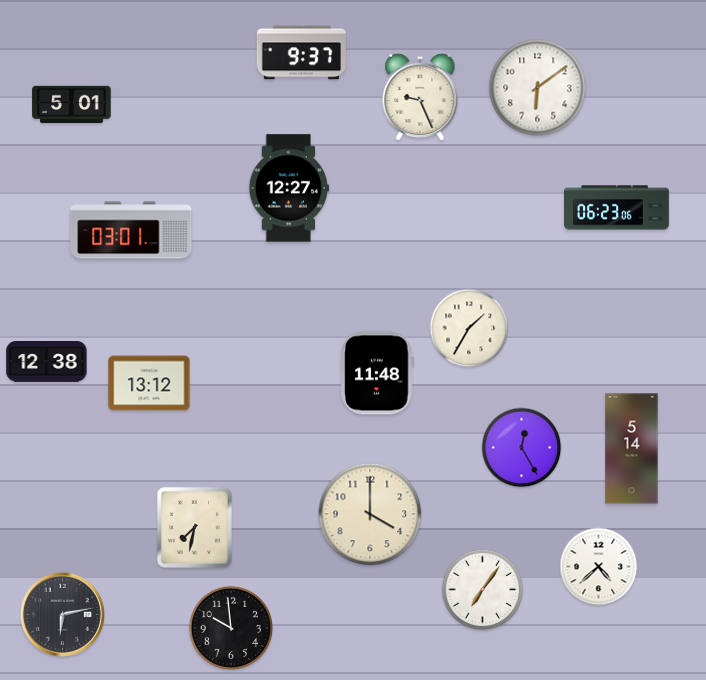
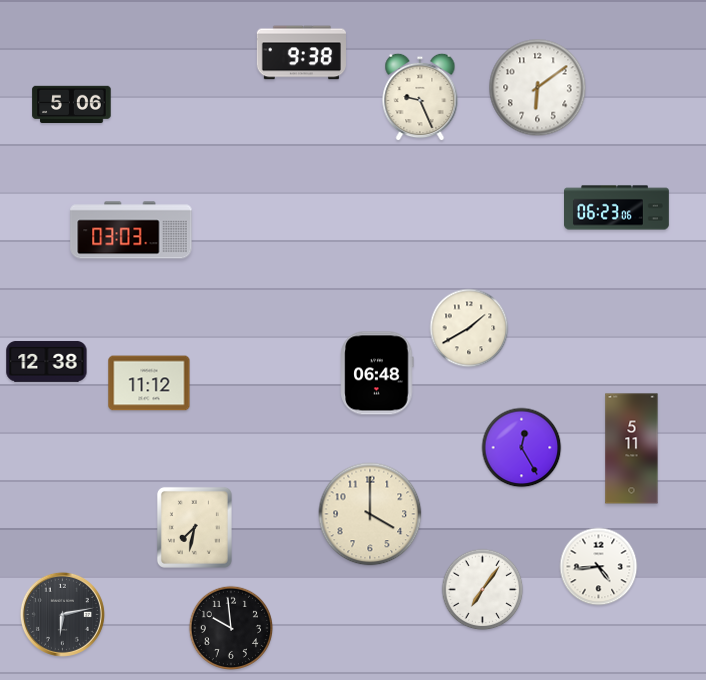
clock at (301, 53): 9:37 -> 9:38
clock at (72, 105): 5:01 -> 5:06
clock at (289, 188): 12:27 -> none
clock at (131, 230): 03:01 -> 03:03
clock at (469, 328): 1:35 -> 1:40
clock at (377, 373): 11:48 -> 06:48
clock at (149, 383): 13:12 -> 11:12
clock at (632, 449): 5:14 -> 5:11
clock at (599, 567): 4:38 -> 4:44
